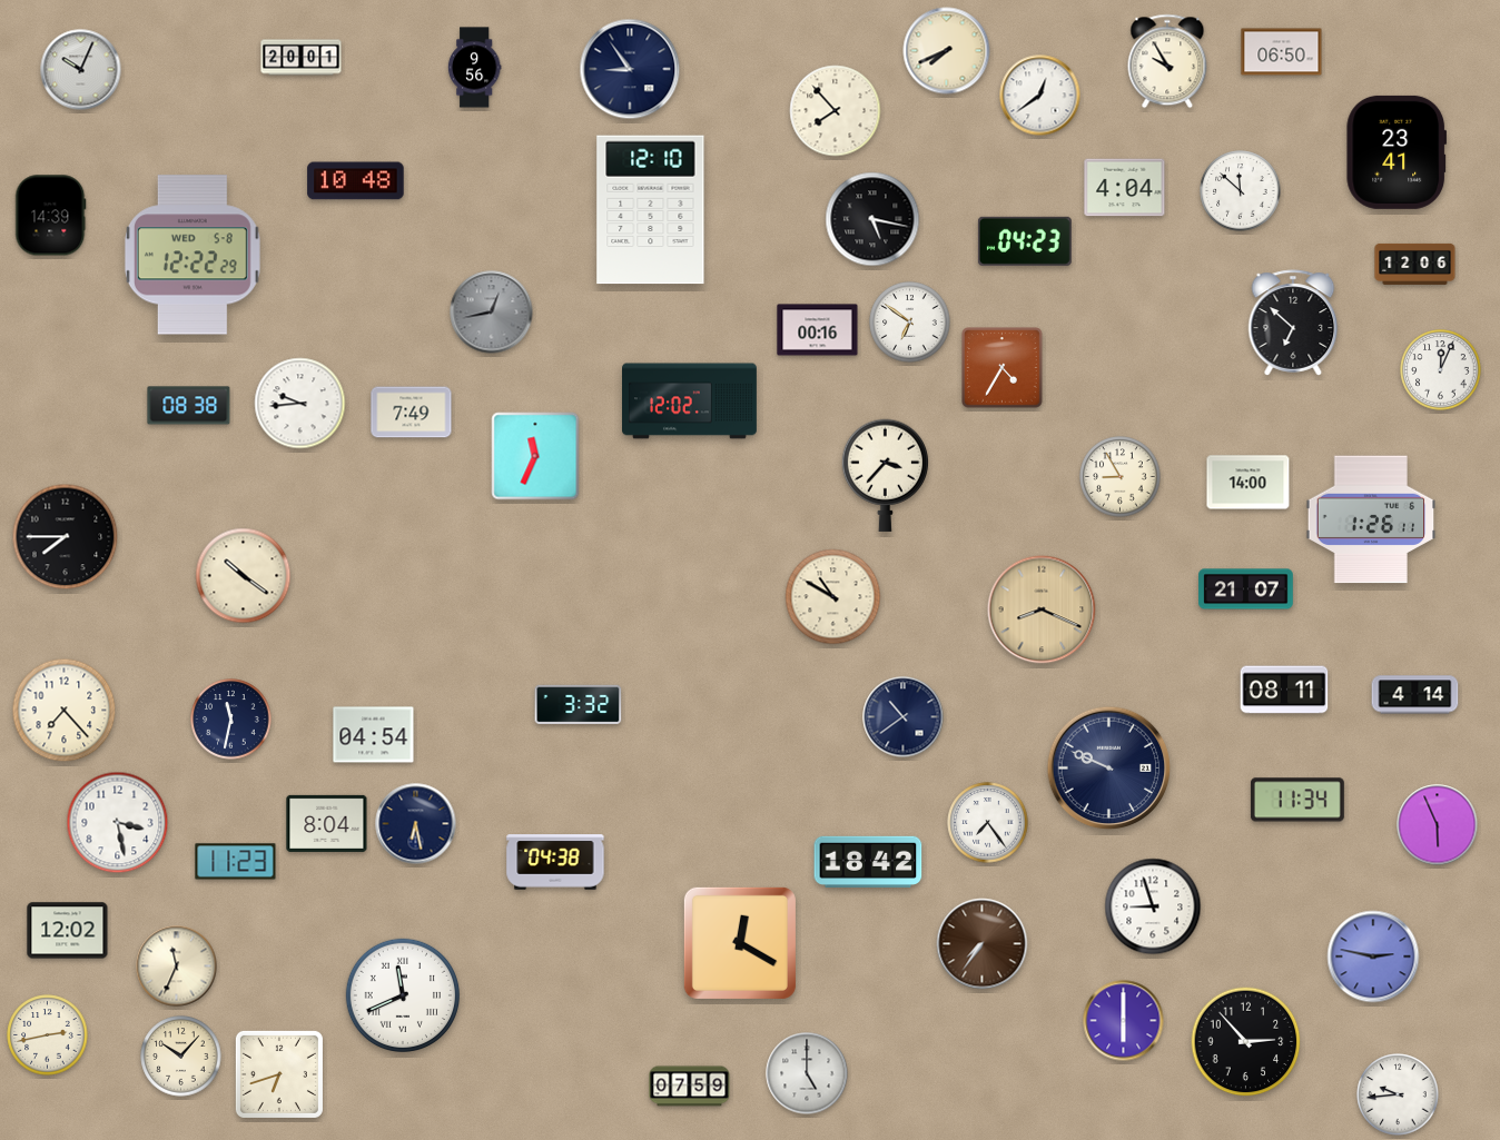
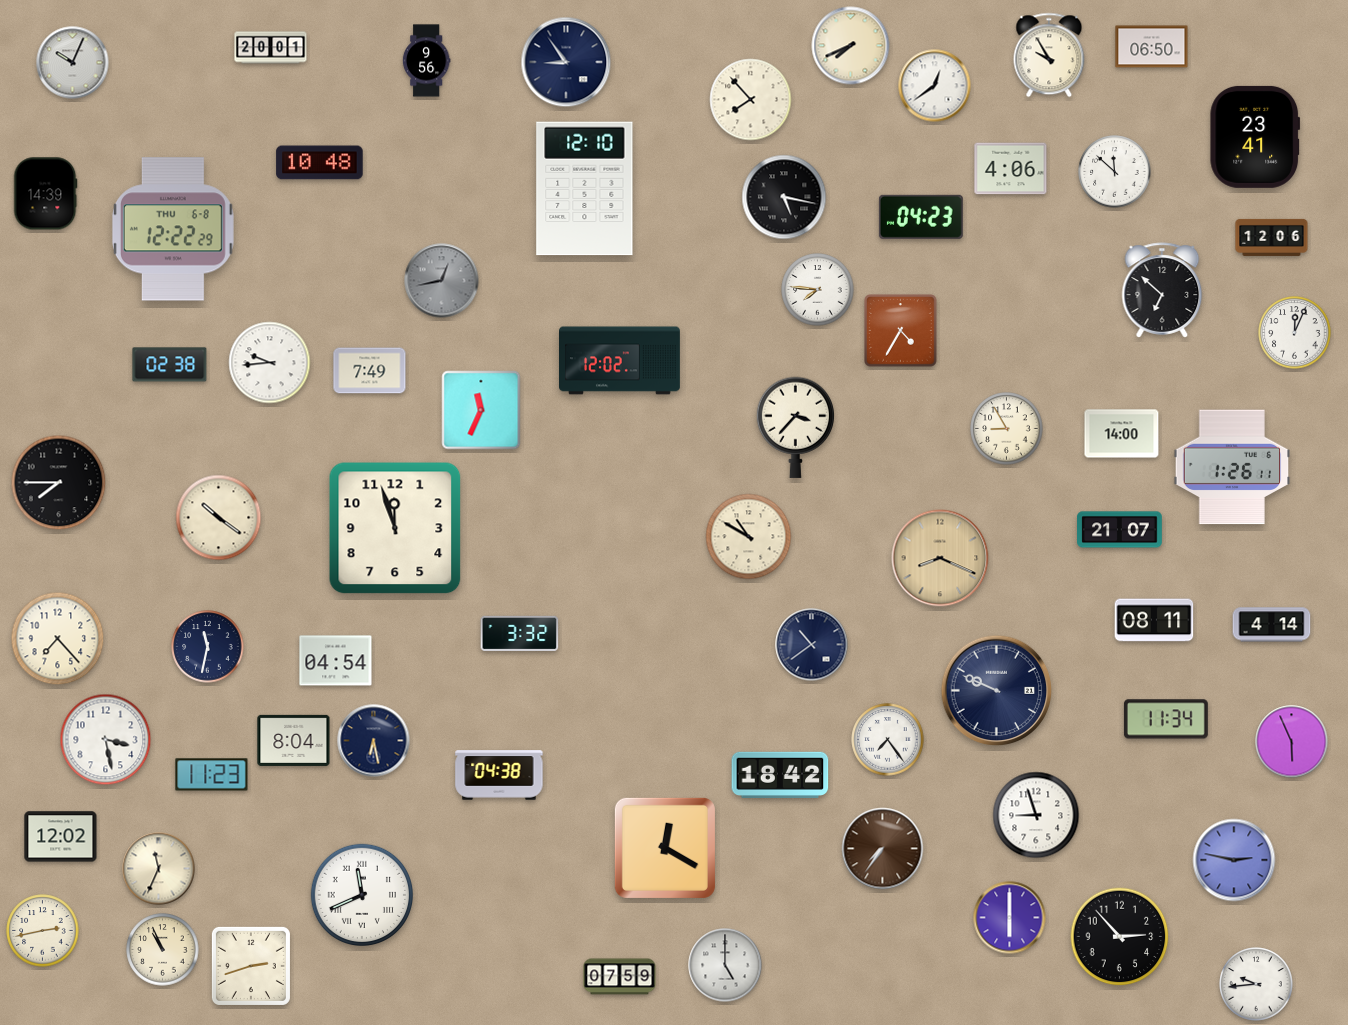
clock at (302, 58) position: (302, 58) -> (271, 48)
clock at (1125, 188): 4:04 -> 4:06
clock at (193, 255) date: WED 5-8 -> THU 6-8
clock at (910, 323): 6:51 -> 7:46
clock at (818, 330): 00:16 -> none
clock at (189, 406): 08:38 -> 02:38
clock at (395, 528): none -> 11:57
clock at (1042, 609) position: (1042, 609) -> (940, 558)
clock at (181, 1057): 10:07 -> 10:56
clock at (279, 1074): 6:42 -> 2:42
